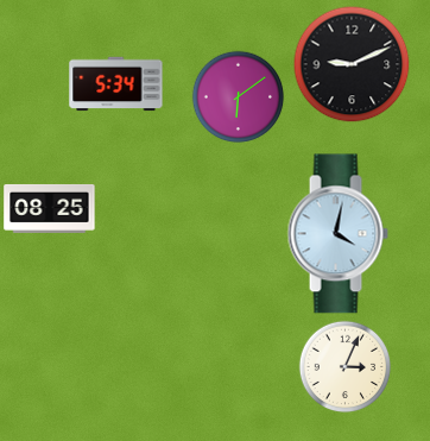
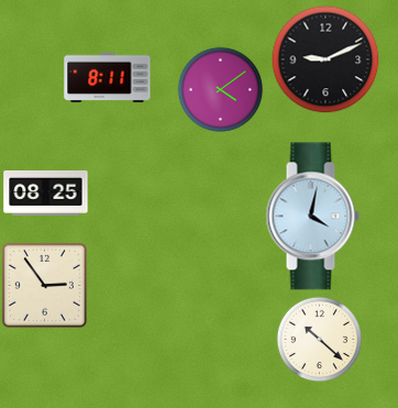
clock at (116, 84): 5:34 -> 8:11
clock at (238, 96): 6:09 -> 4:09
clock at (44, 285): none -> 2:54
clock at (344, 366): 3:04 -> 10:22
